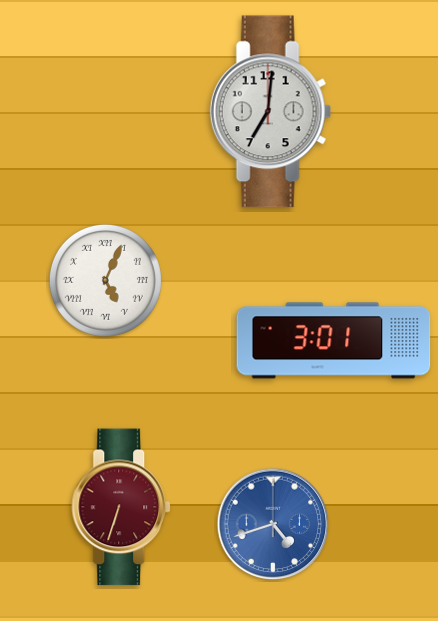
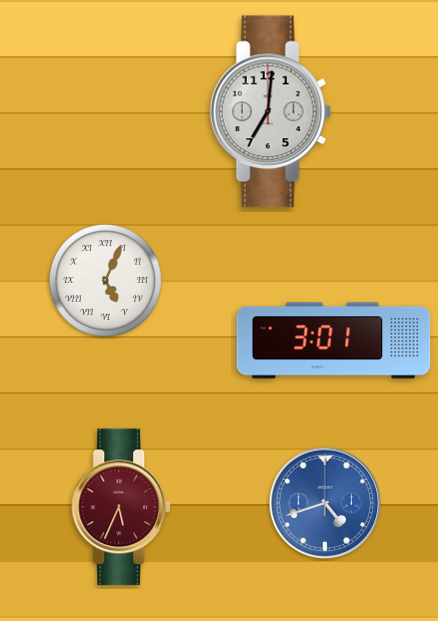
clock at (122, 507): 6:33 -> 5:34
clock at (273, 524) position: (273, 524) -> (325, 503)
